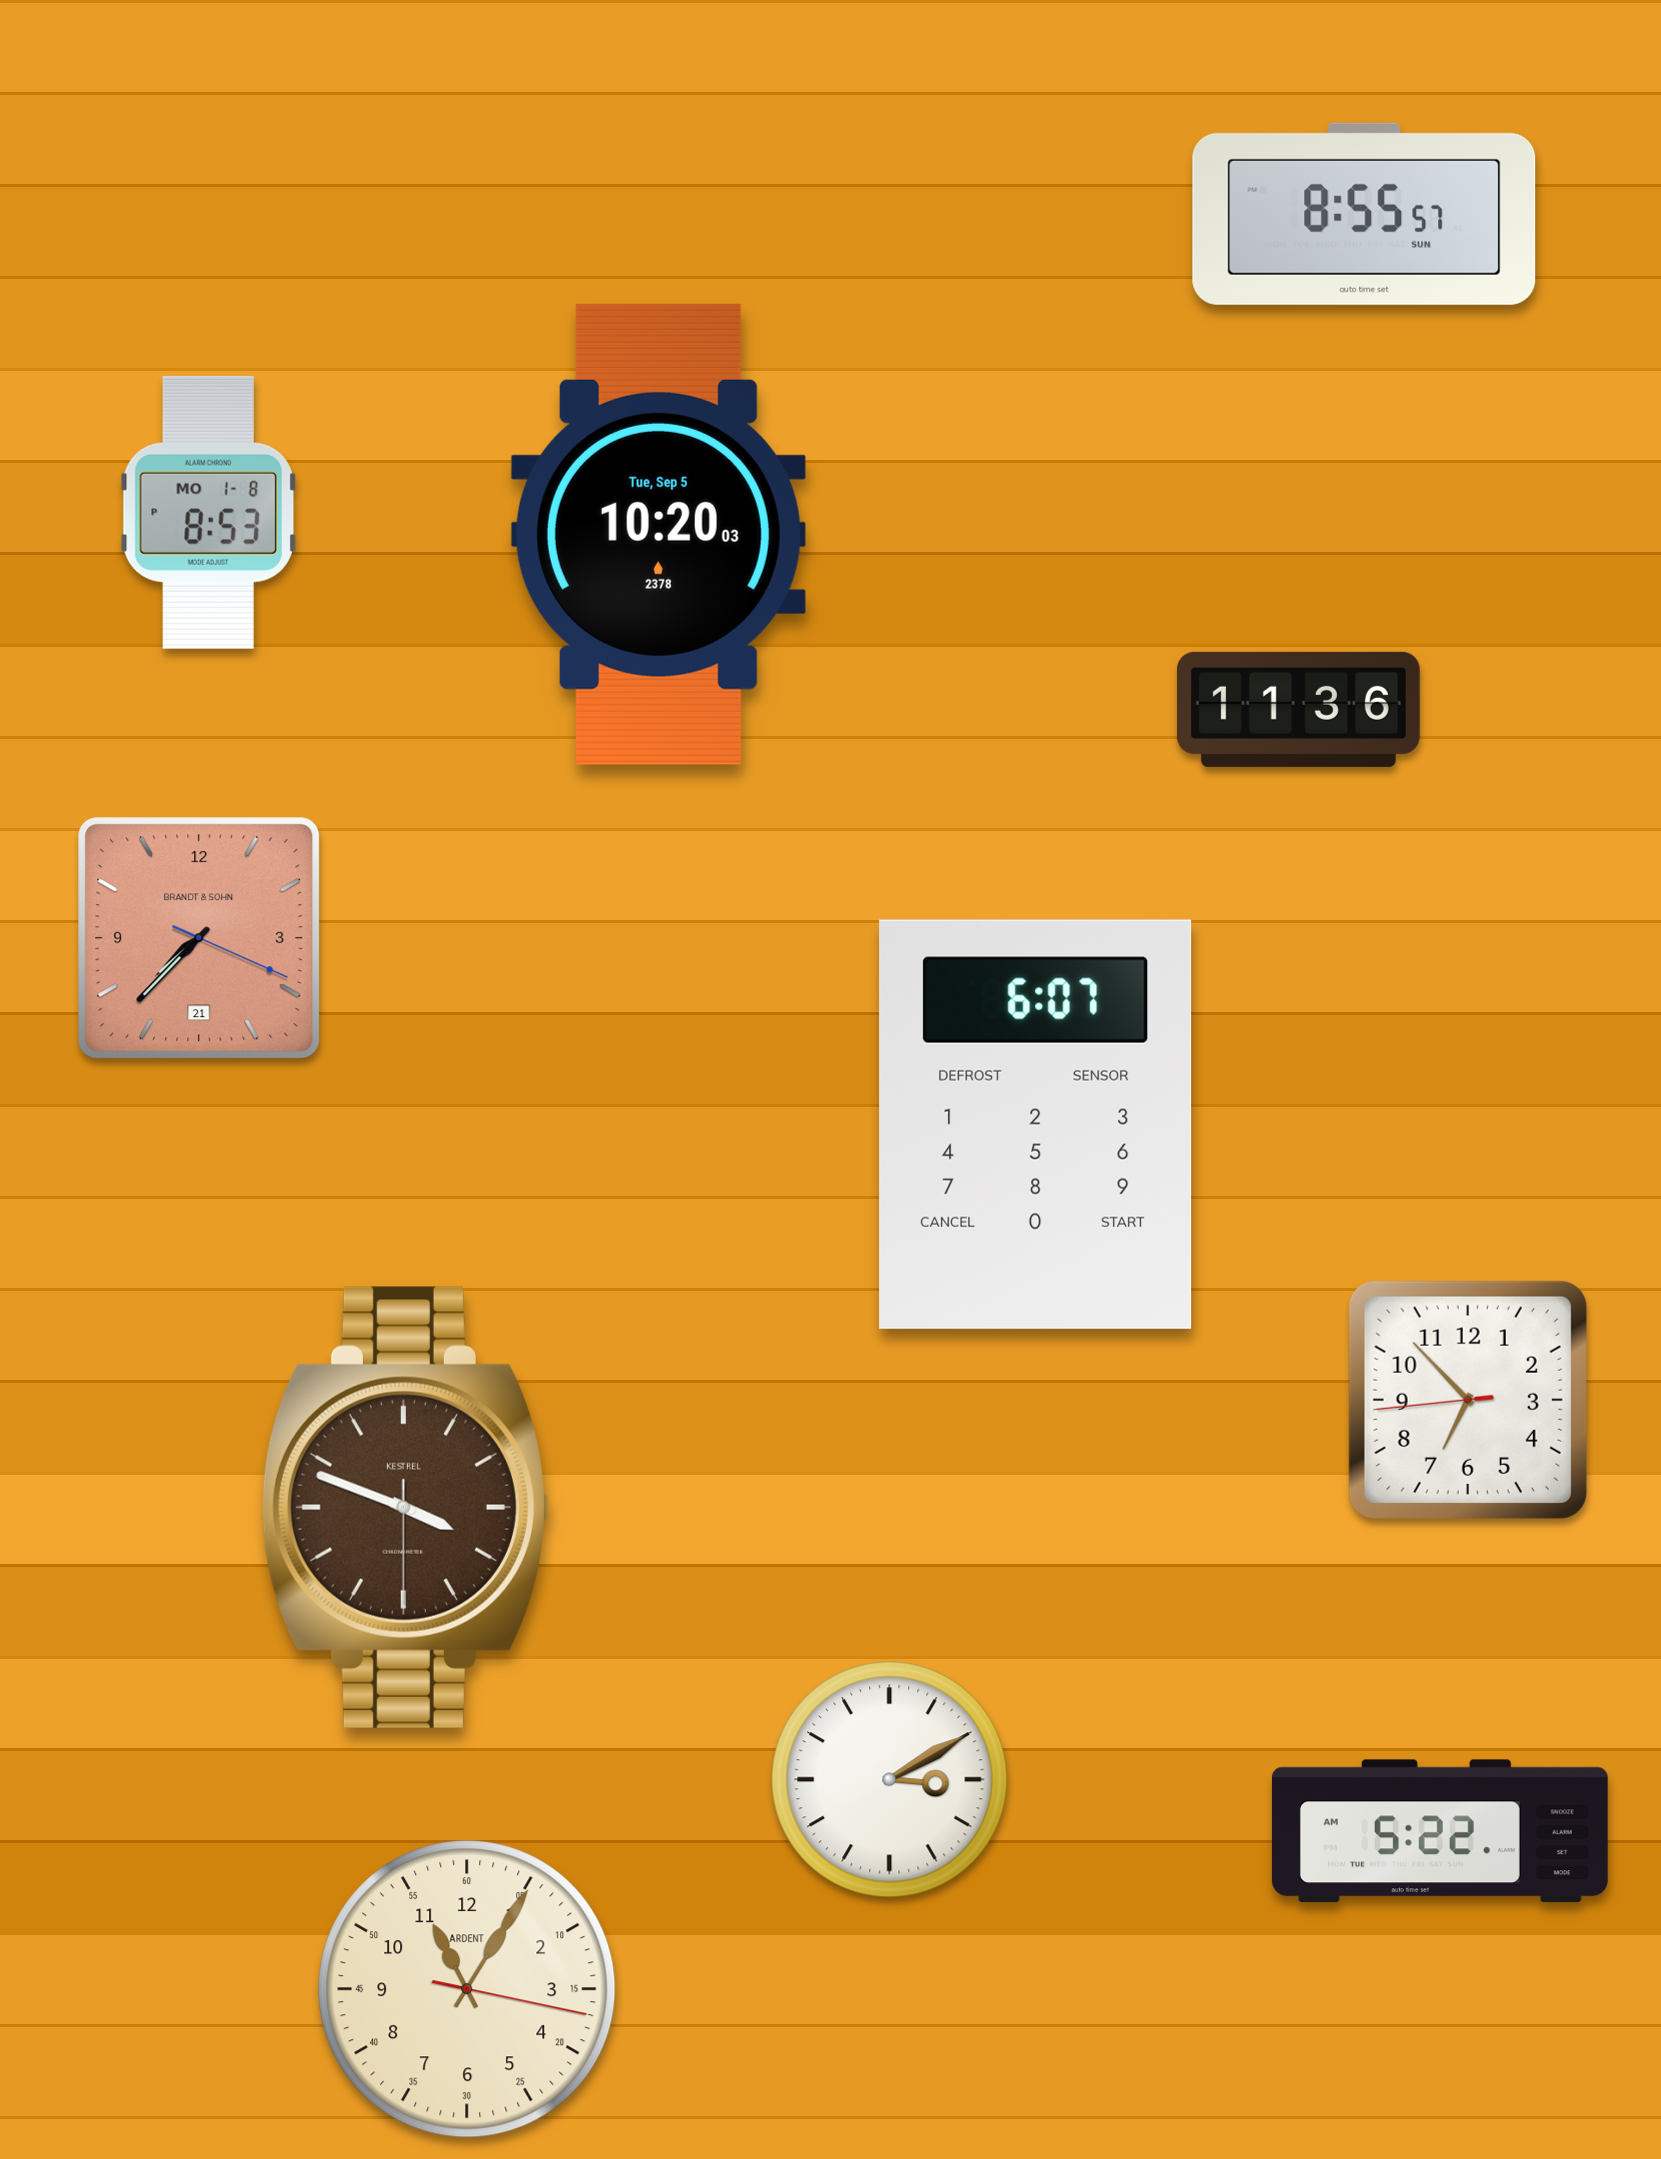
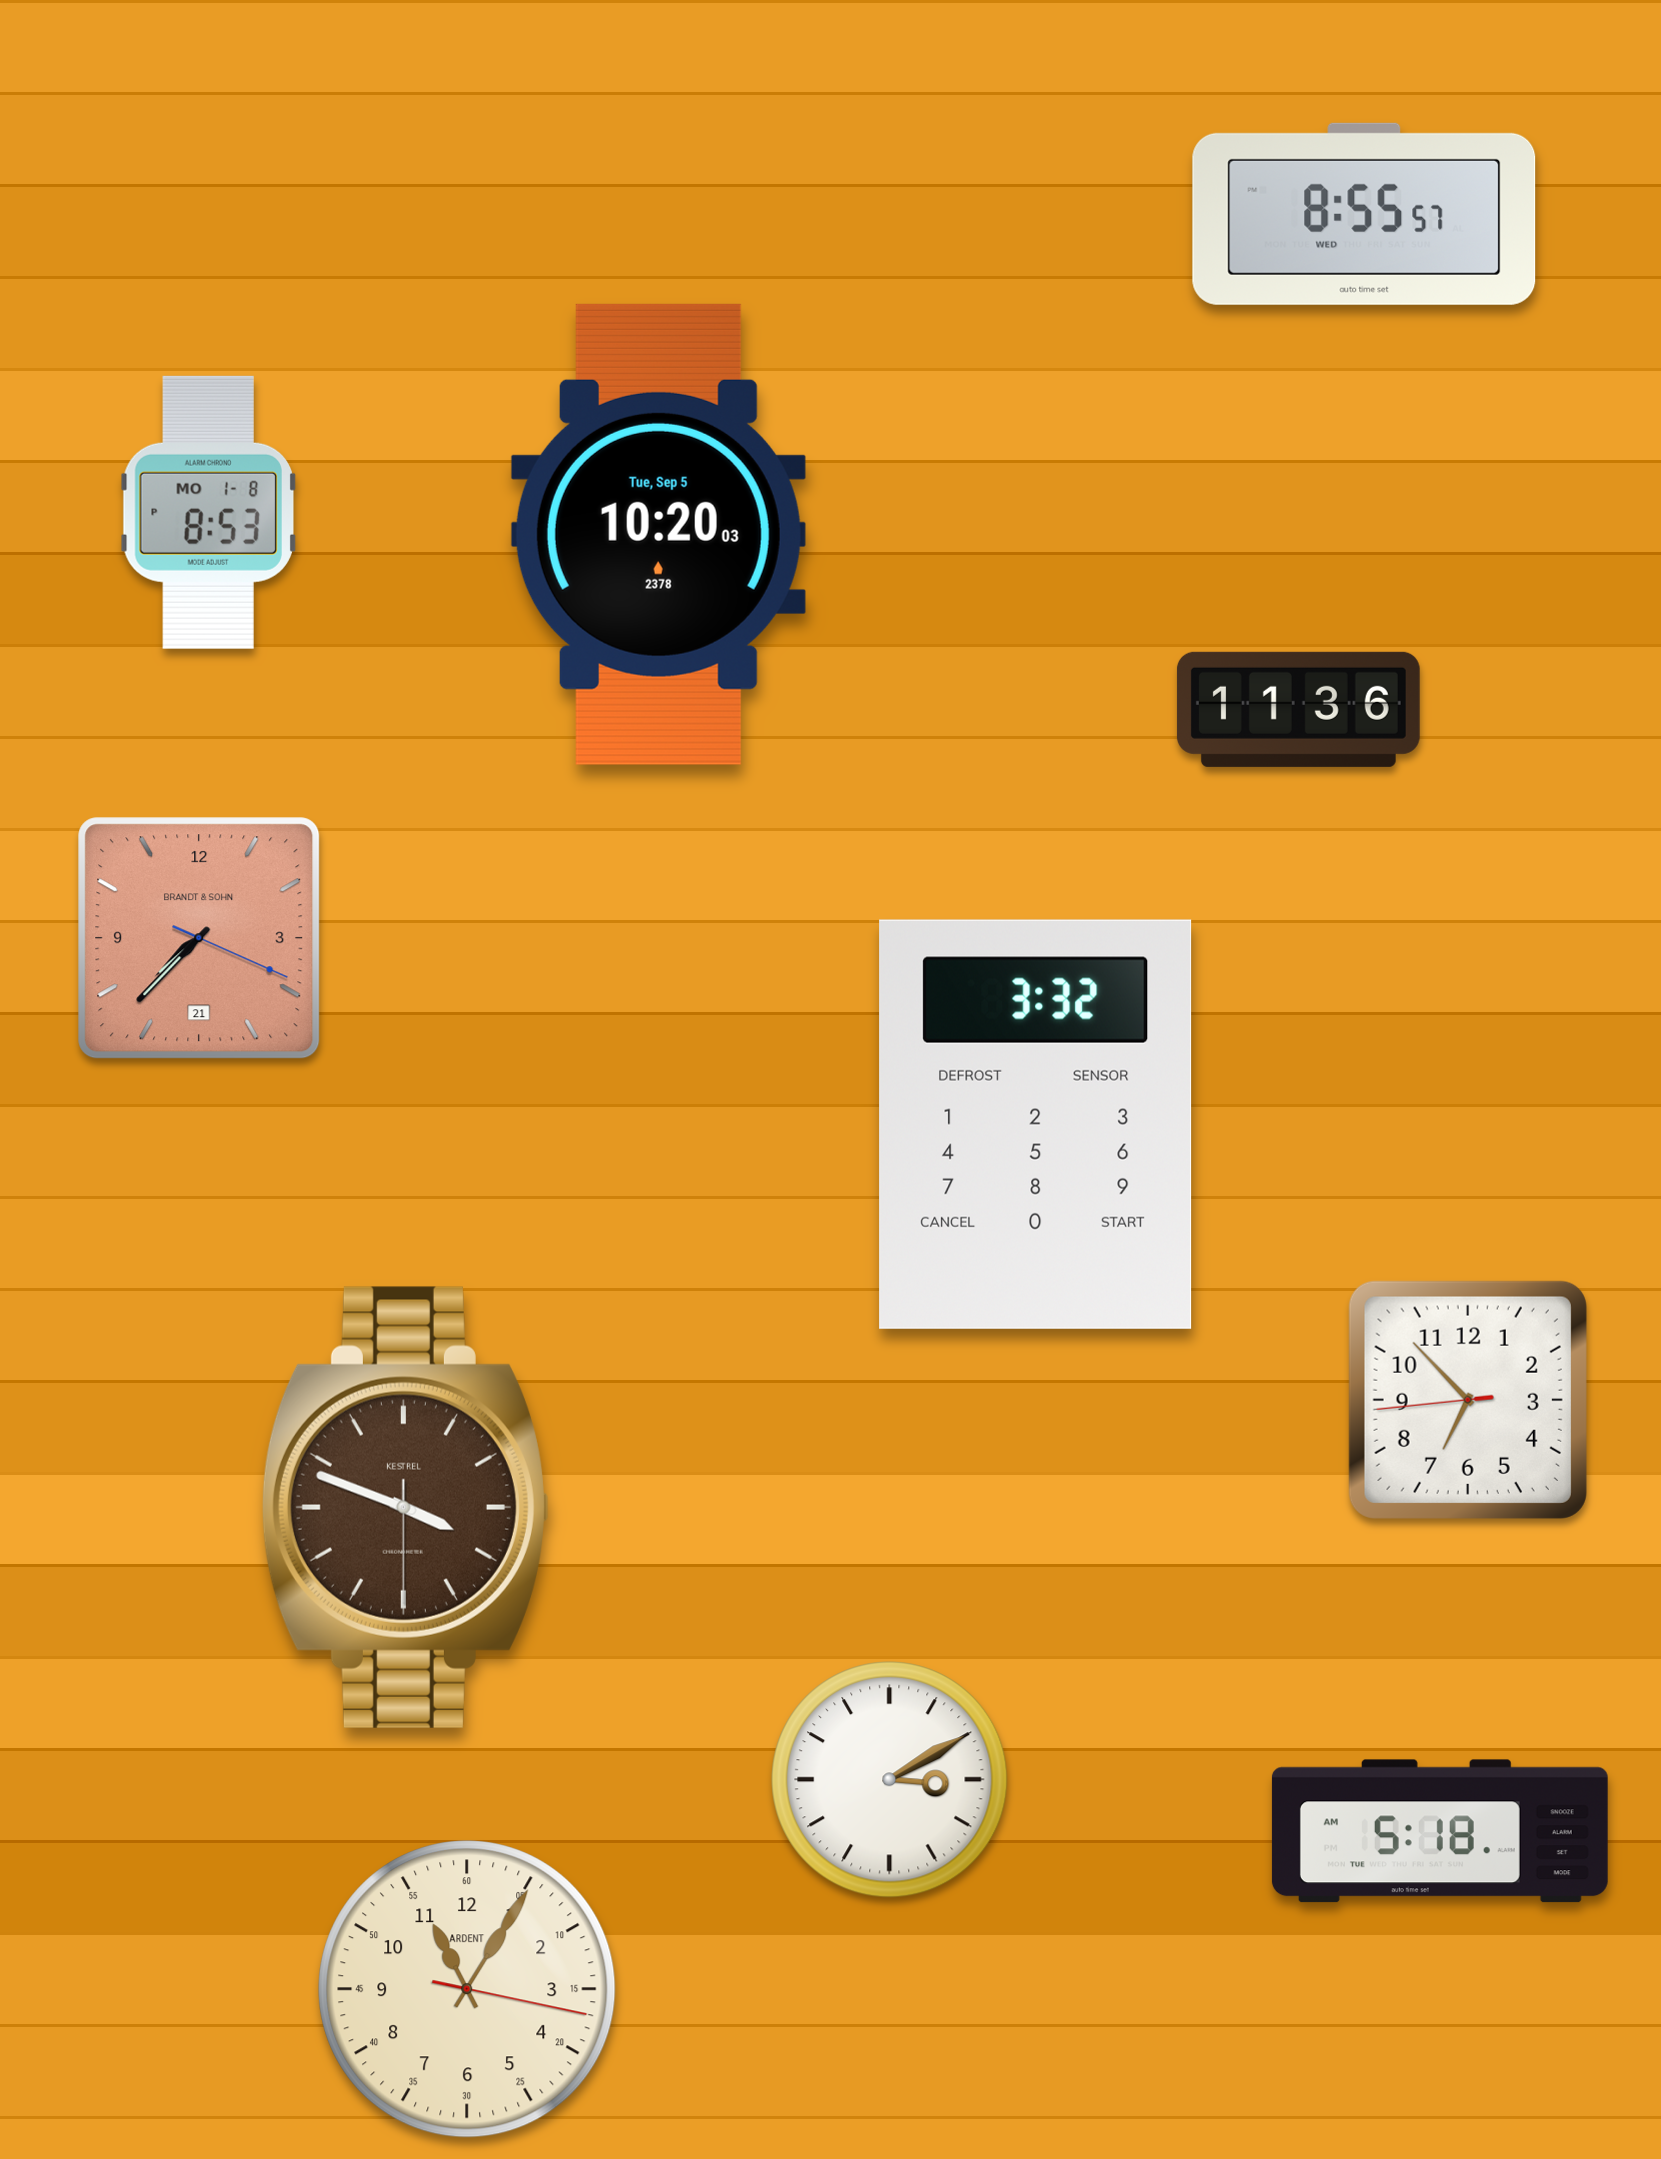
clock at (1364, 214) date: SUN -> WED
clock at (1036, 1124): 6:07 -> 3:32
clock at (1440, 1831): 5:22 -> 5:18
